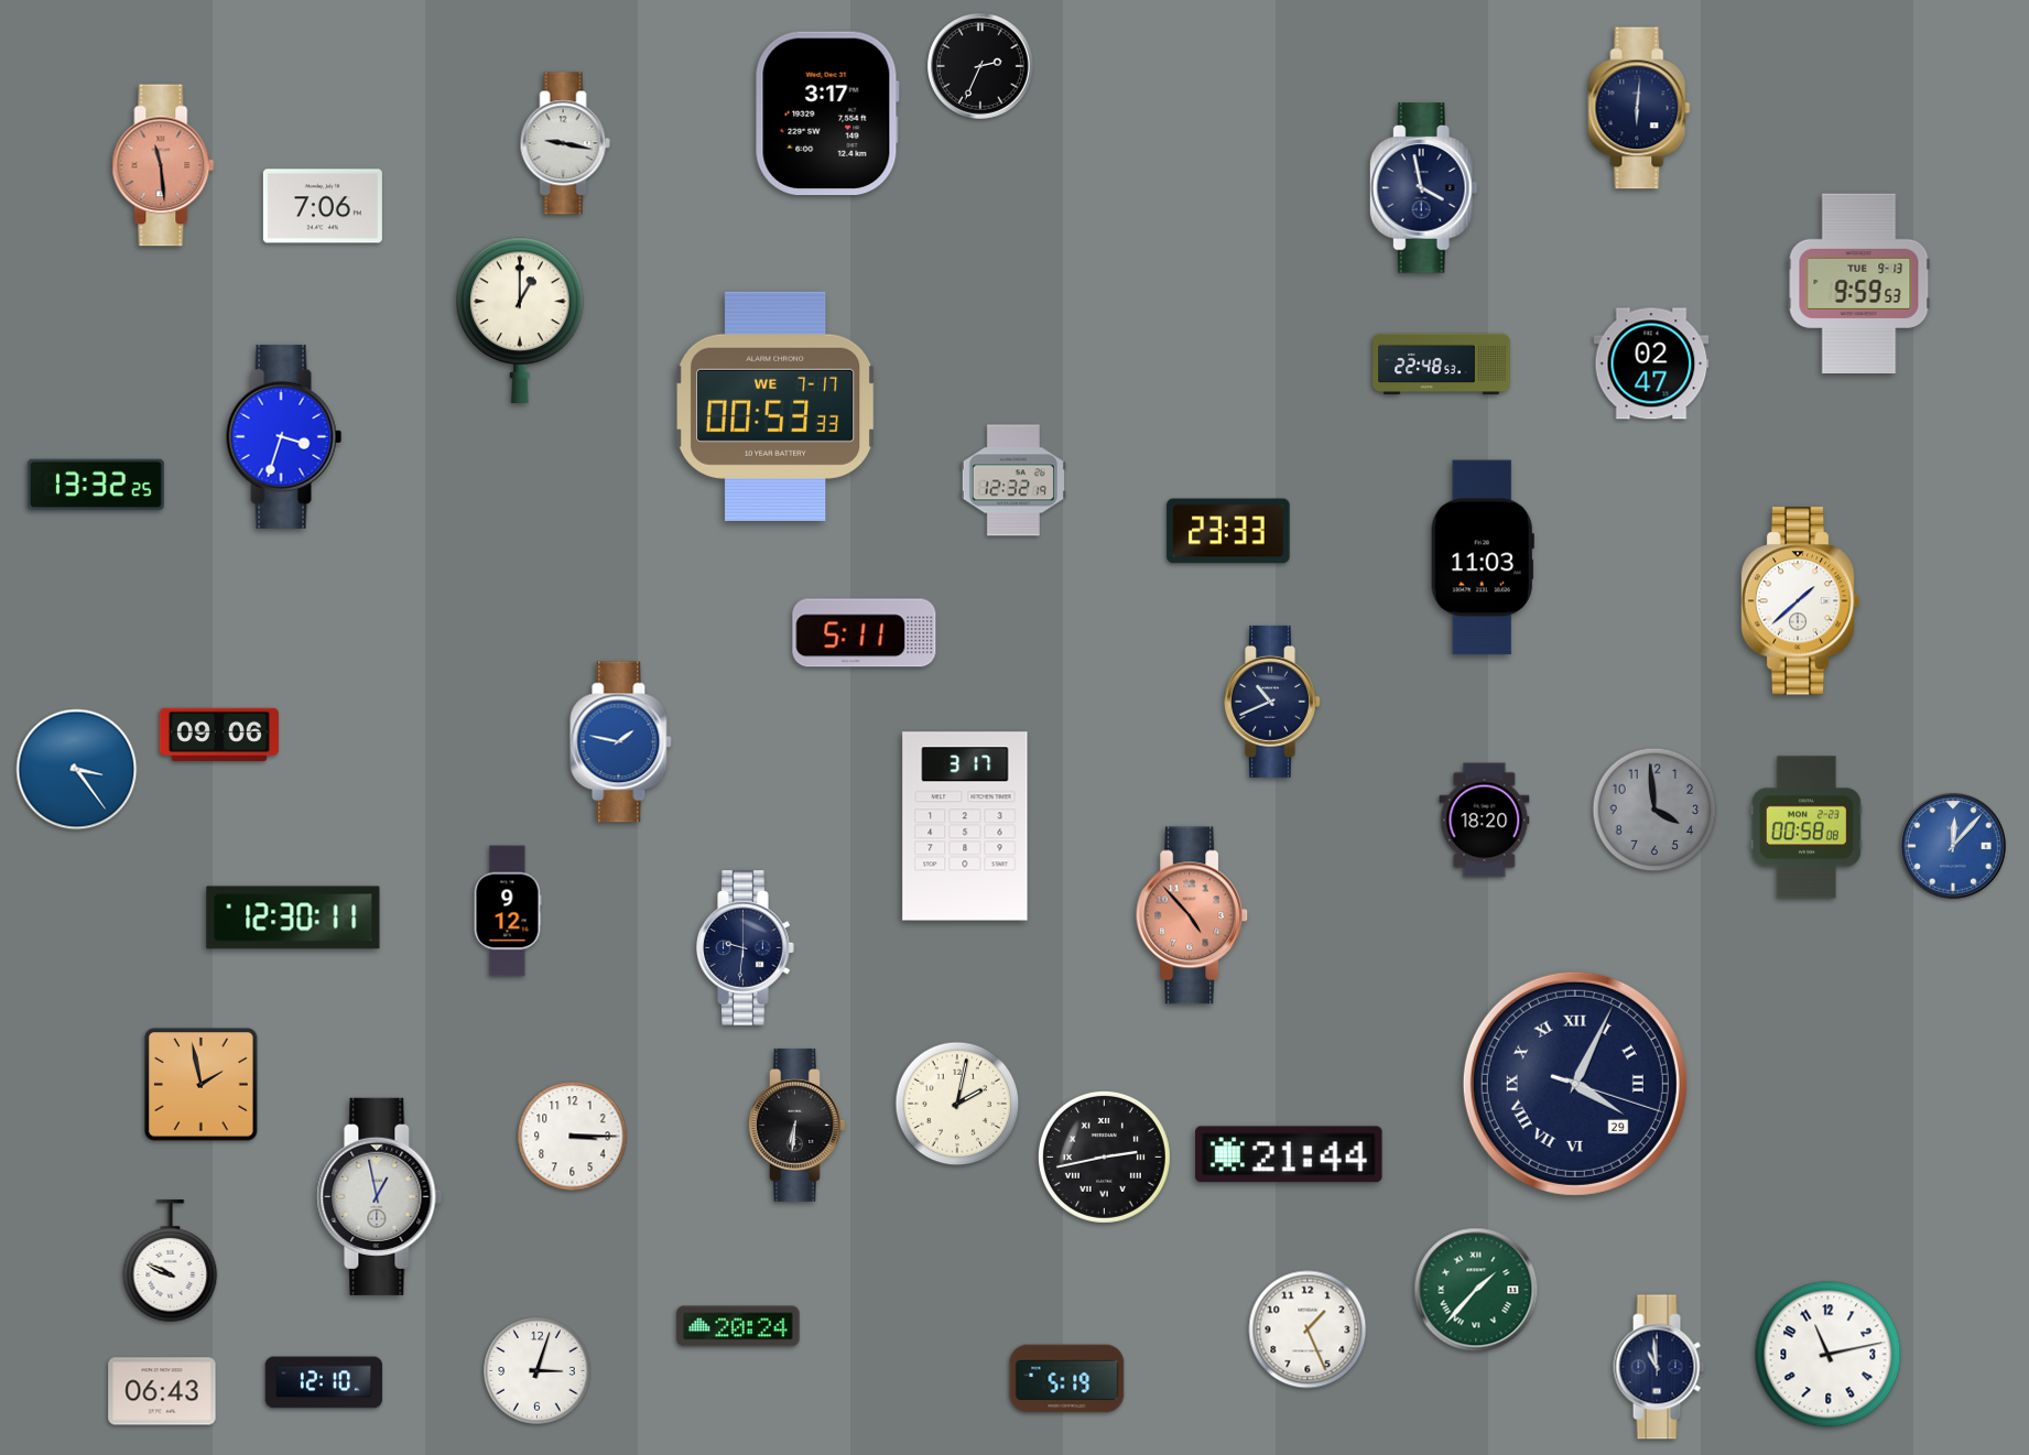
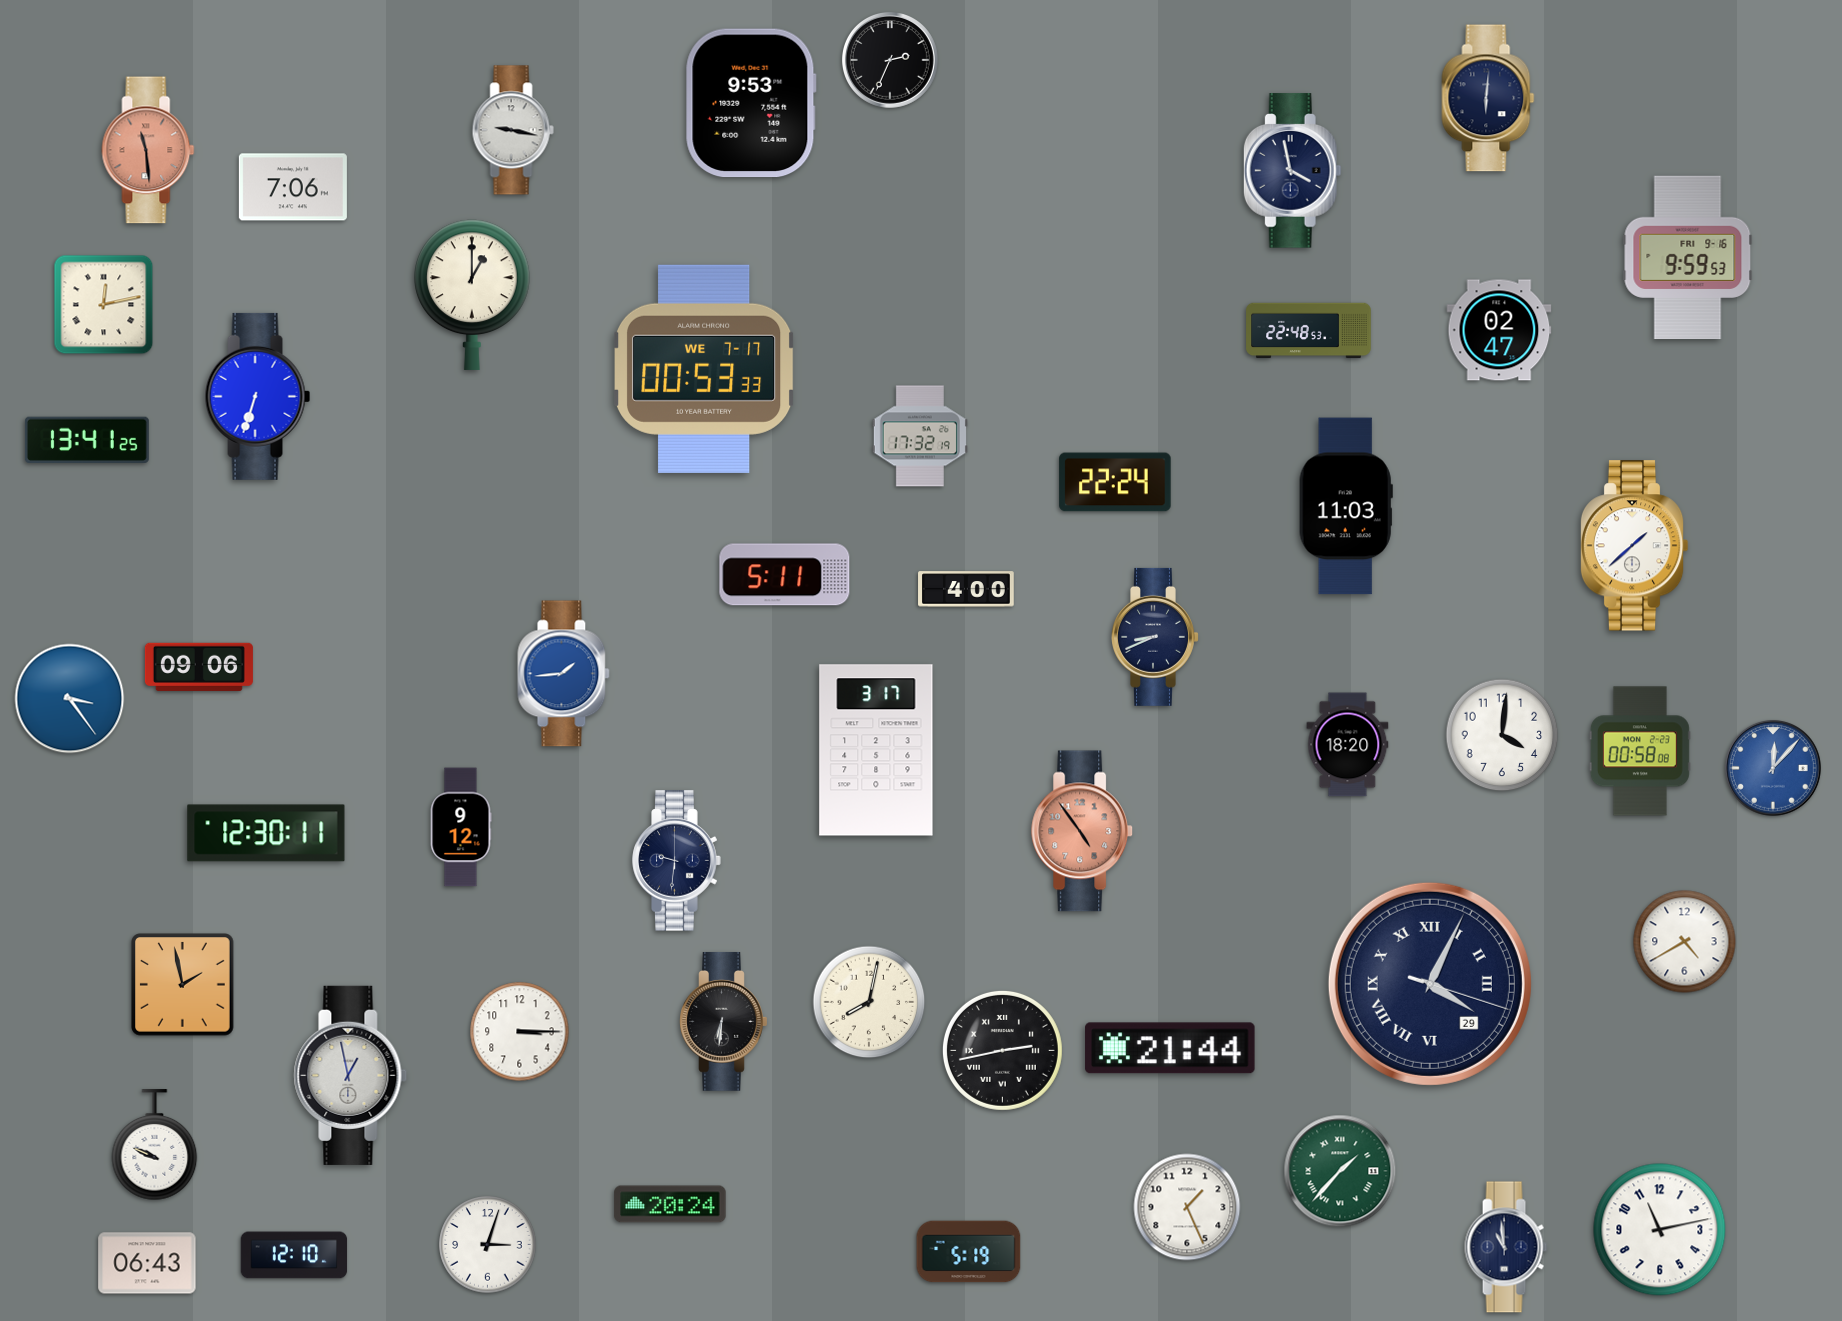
clock at (827, 113): 3:17 -> 9:53
clock at (1859, 284) date: TUE 9-13 -> FRI 9-16
clock at (521, 321) position: (521, 321) -> (473, 295)
clock at (104, 305): none -> 12:13
clock at (284, 436): 3:33 -> 6:33
clock at (1013, 480): 12:32 -> 17:32
clock at (96, 484): 13:32 -> 13:41
clock at (1228, 531): 23:33 -> 22:24
clock at (966, 589): none -> 4:00
clock at (1273, 702): 10:41 -> 8:41
clock at (621, 742): 1:47 -> 1:44
clock at (1654, 810): 3:59 -> 4:01
clock at (1654, 810) dial: grey -> white
clock at (1193, 915): 4:53 -> 4:54
clock at (1685, 942): none -> 4:40
clock at (957, 1104): 2:02 -> 8:02
clock at (380, 1196) position: (380, 1196) -> (351, 1075)
clock at (1659, 1367) position: (1659, 1367) -> (1506, 1247)
